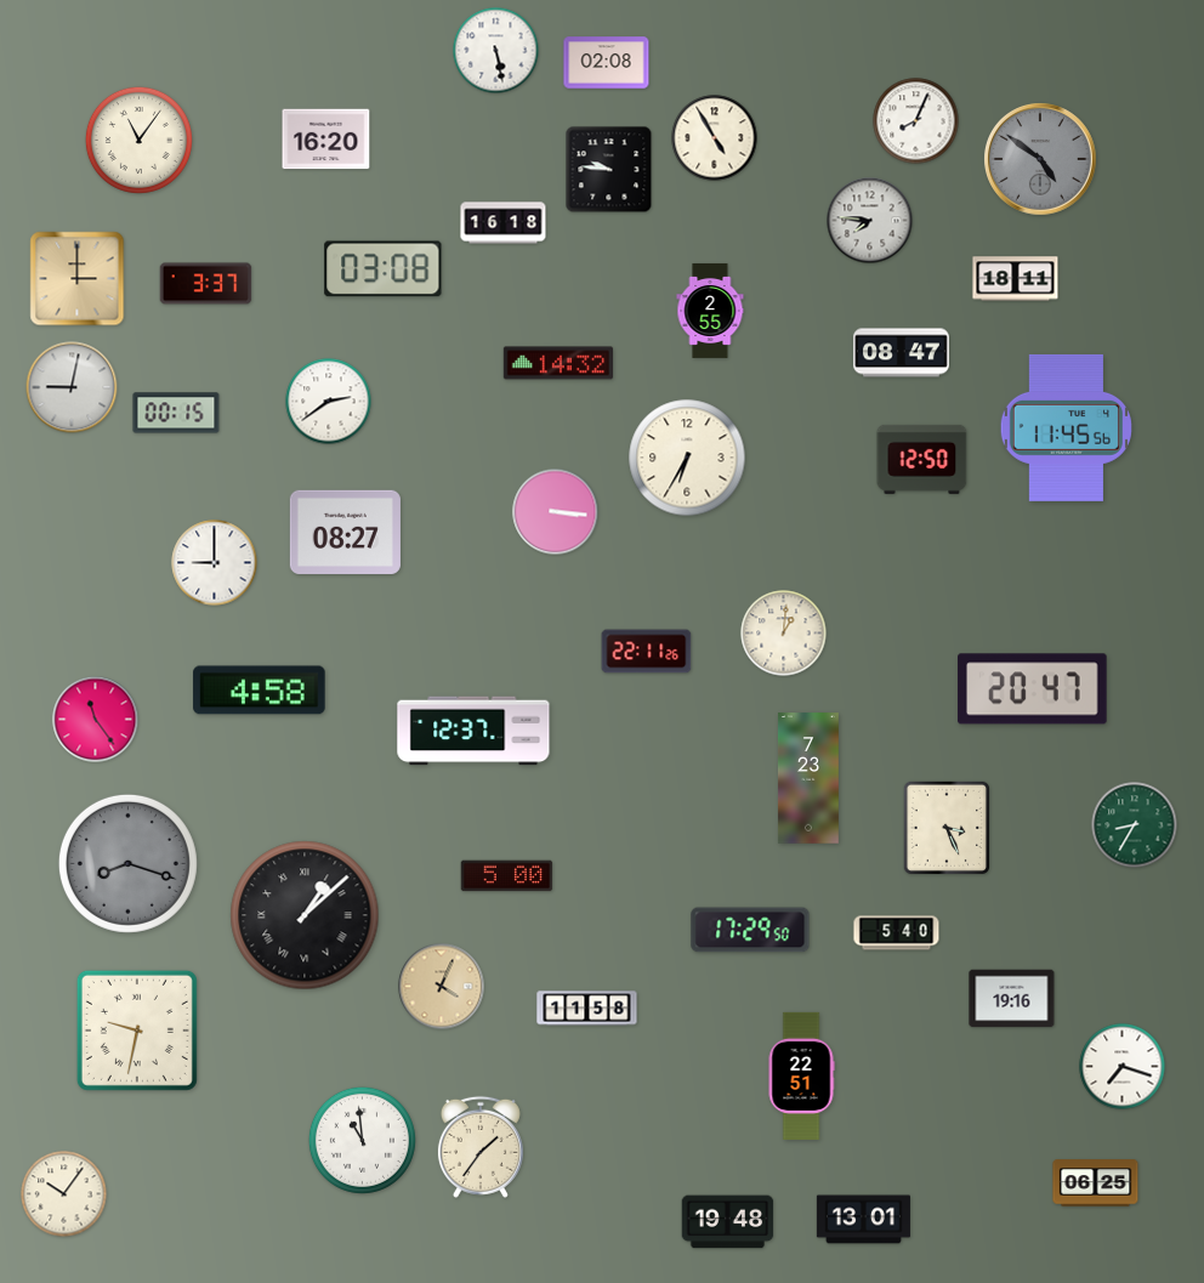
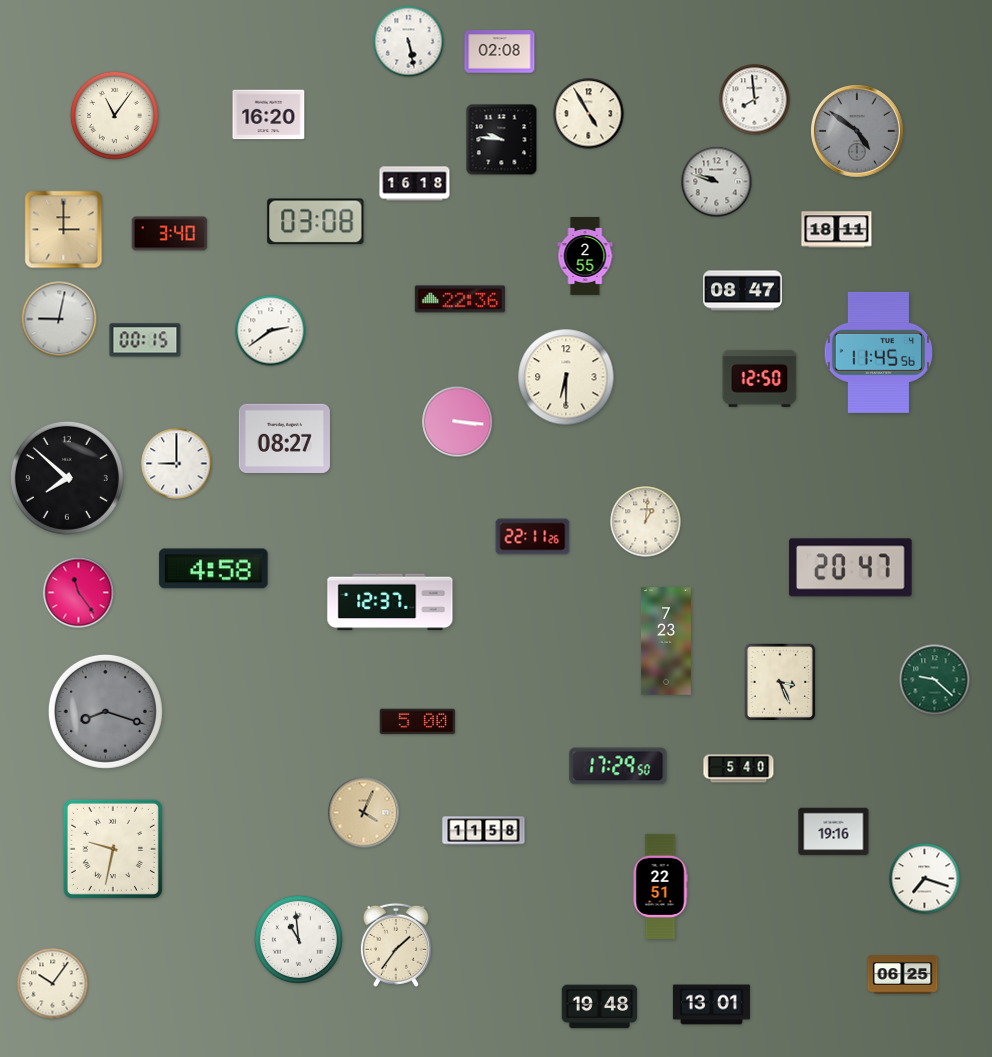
clock at (916, 121): 8:04 -> 7:59
clock at (870, 221): 7:46 -> 9:48
clock at (206, 284): 3:37 -> 3:40
clock at (558, 363): 14:32 -> 22:36
clock at (687, 458): 6:35 -> 6:30
clock at (67, 478): none -> 7:52
clock at (1135, 825): 8:35 -> 9:22
clock at (305, 915): 1:08 -> none
clock at (1012, 999) position: (1012, 999) -> (834, 832)
